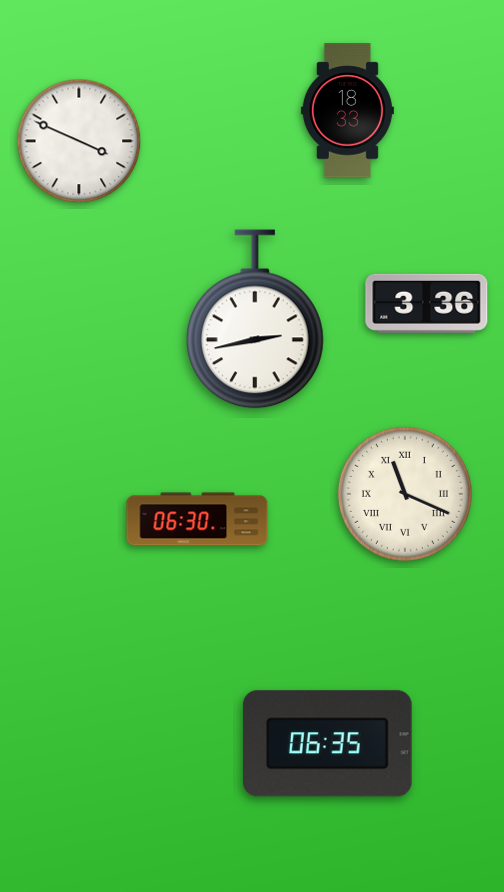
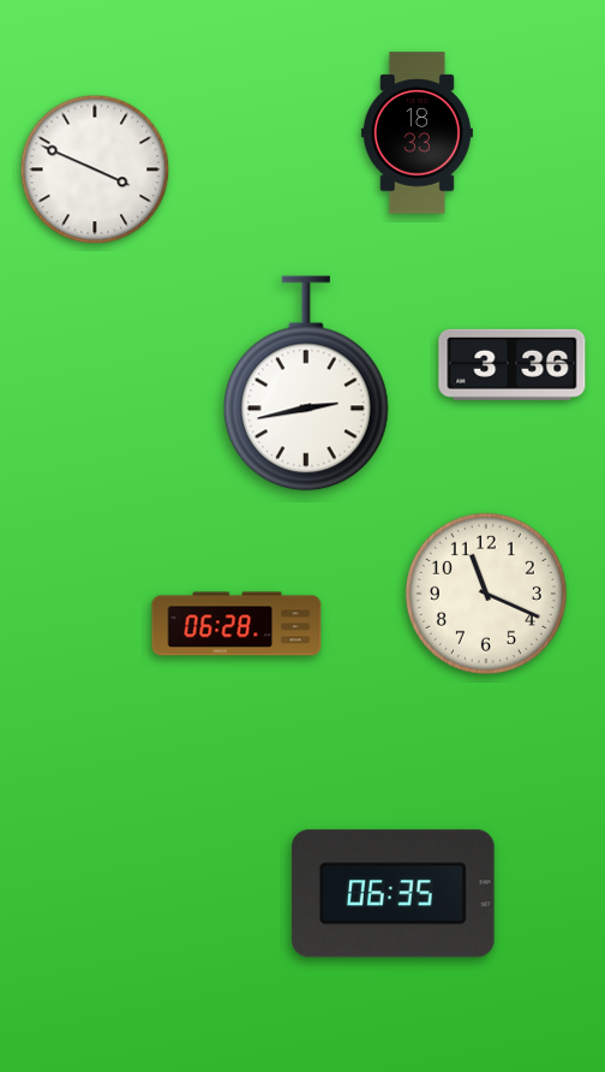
clock at (405, 494) numerals: Roman -> Arabic
clock at (197, 519): 06:30 -> 06:28
